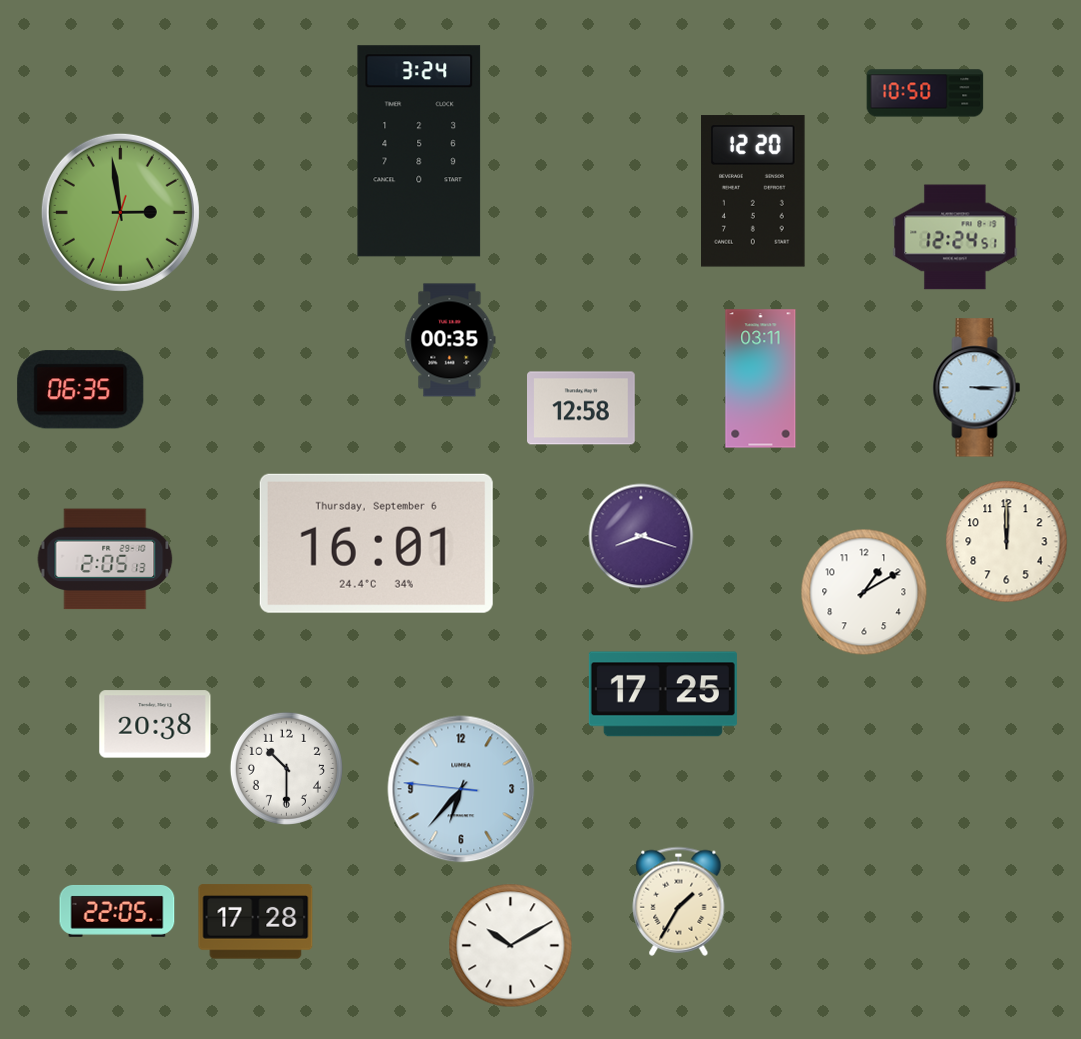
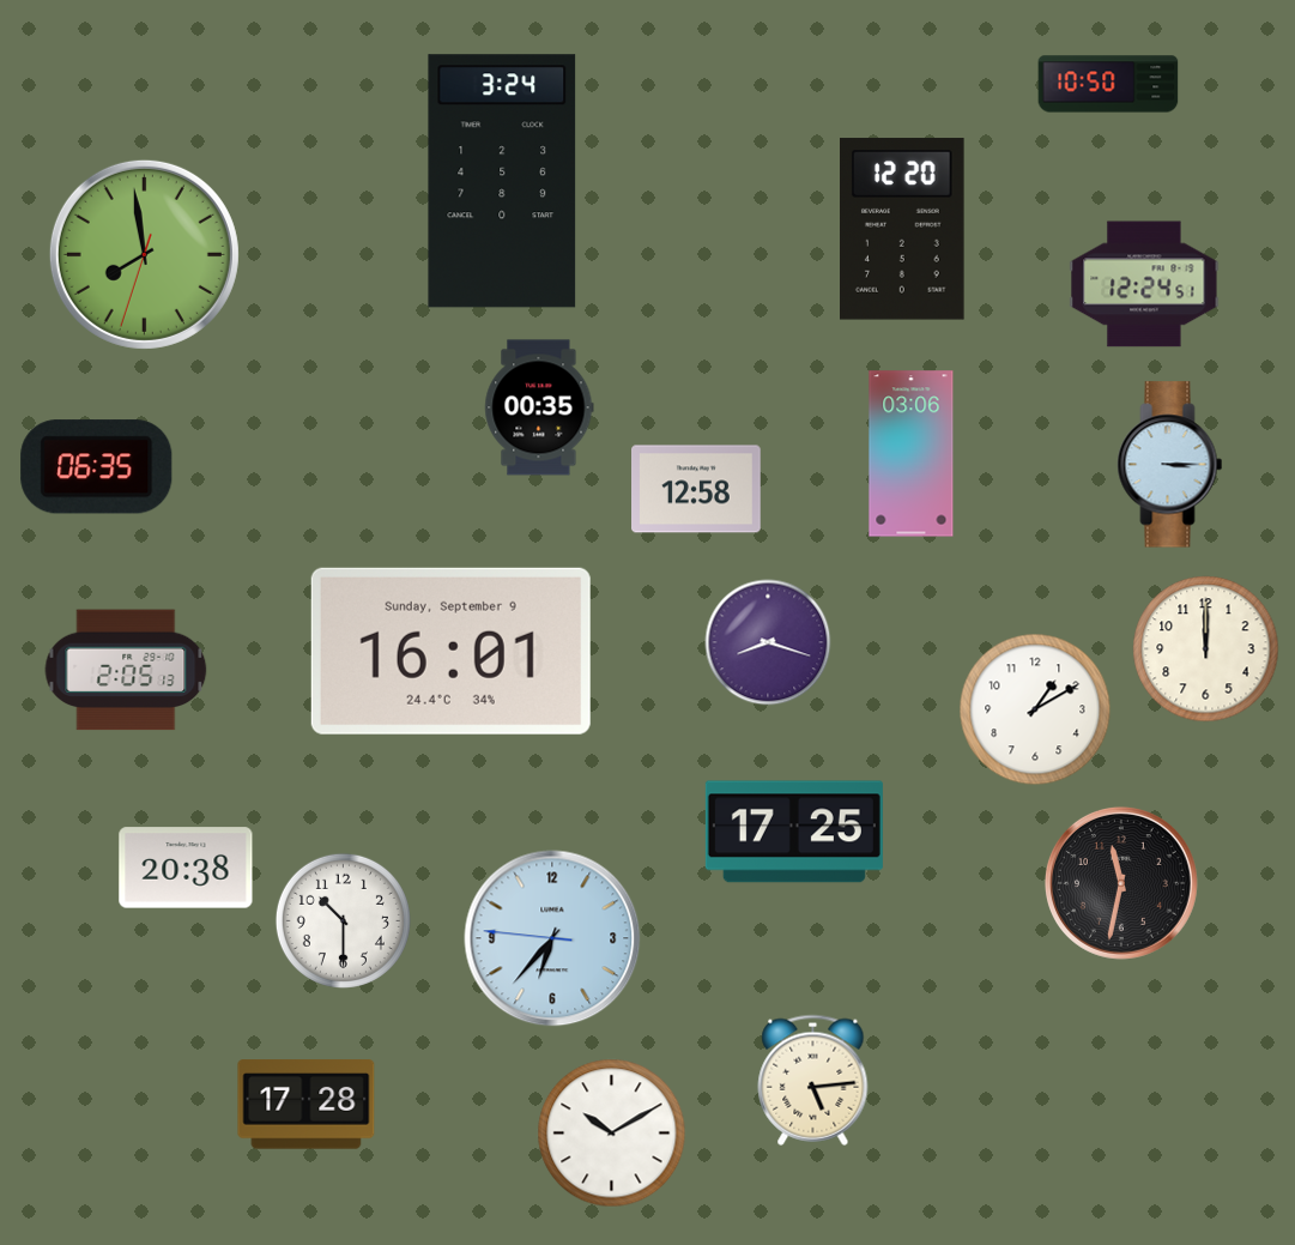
clock at (925, 93) position: (925, 93) -> (1108, 84)
clock at (120, 212): 2:58 -> 7:58
clock at (761, 379): 03:11 -> 03:06
clock at (376, 543) date: Thursday, September 6 -> Sunday, September 9
clock at (1121, 883): none -> 11:32
clock at (461, 789) position: (461, 789) -> (552, 938)
clock at (679, 901): 1:35 -> 5:14
clock at (117, 911): 22:05 -> none
